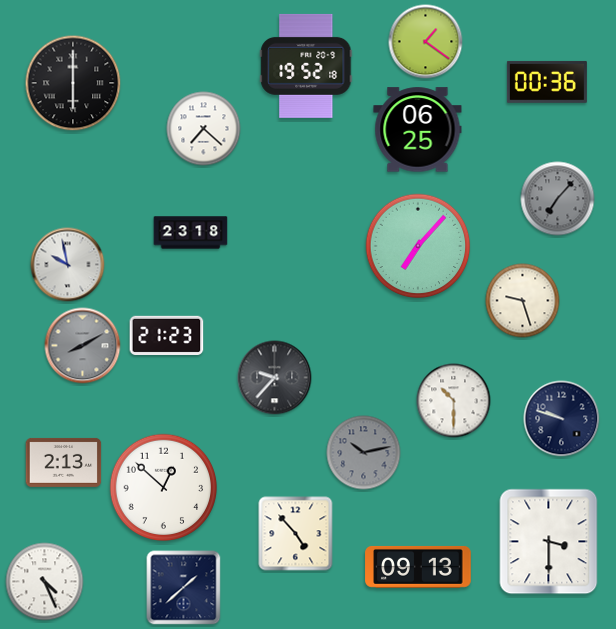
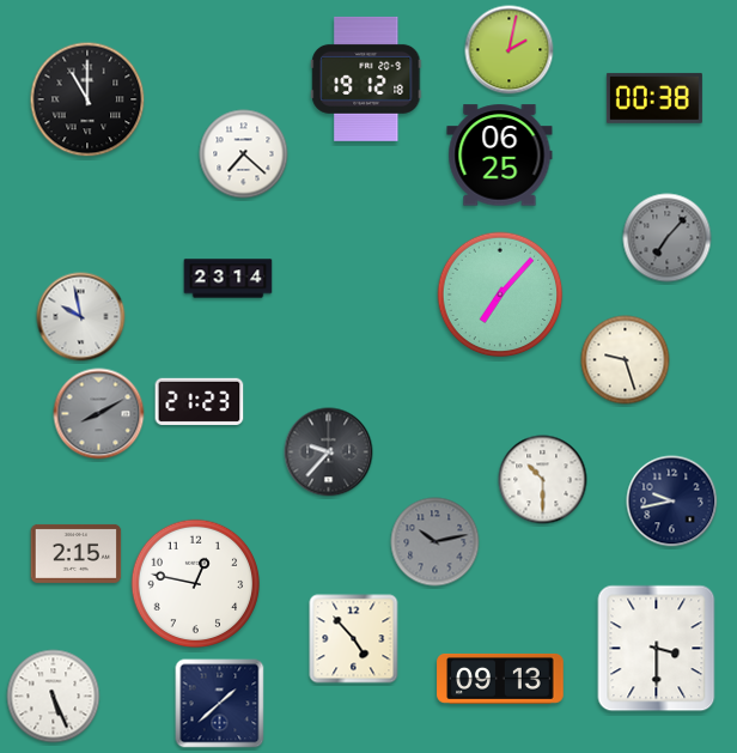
clock at (426, 42): 1:21 -> 2:02
clock at (306, 66): 19:52 -> 19:12
clock at (547, 82): 00:36 -> 00:38
clock at (73, 83): 6:00 -> 11:00
clock at (191, 233): 23:18 -> 23:14
clock at (562, 419): 9:48 -> 9:43
clock at (64, 462): 2:13 -> 2:15
clock at (164, 488): 12:52 -> 12:47
clock at (45, 582): 4:26 -> 5:26
